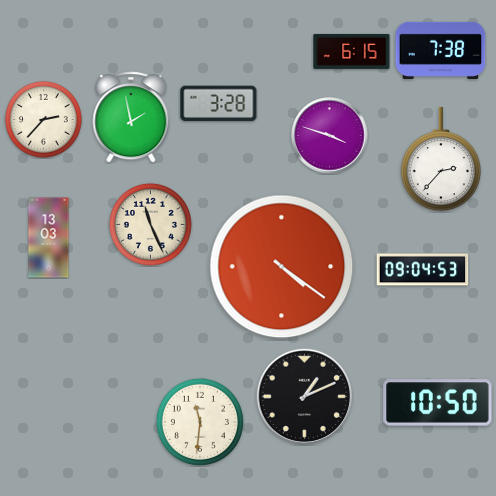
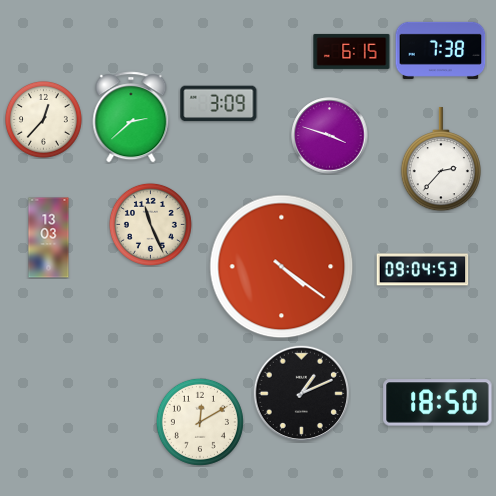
clock at (219, 104): 3:28 -> 3:09
clock at (131, 117): 1:58 -> 2:38
clock at (43, 119): 2:37 -> 12:37
clock at (304, 396) position: (304, 396) -> (301, 393)
clock at (438, 403): 10:50 -> 18:50
clock at (200, 422): 11:31 -> 12:10
